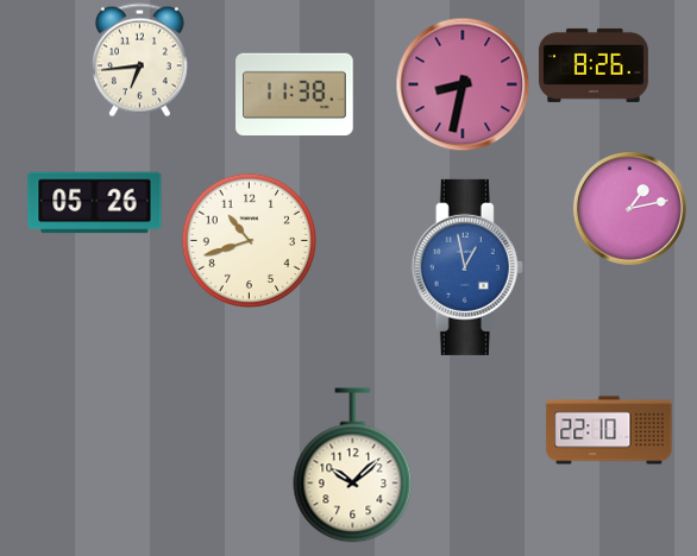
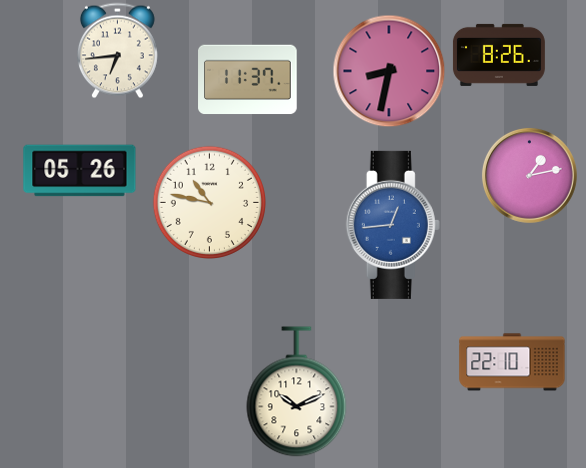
clock at (295, 95): 11:38 -> 11:37
clock at (249, 240): 10:42 -> 10:47
clock at (467, 267): 12:58 -> 12:44
clock at (353, 466): 10:08 -> 10:11
